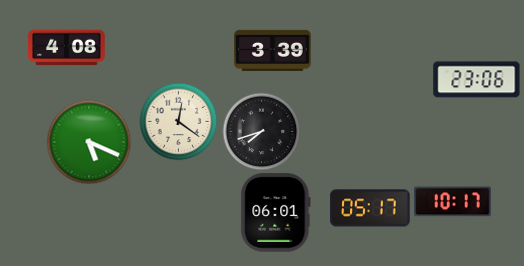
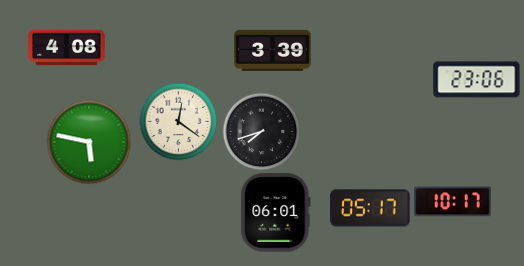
clock at (89, 142): 5:19 -> 5:47
